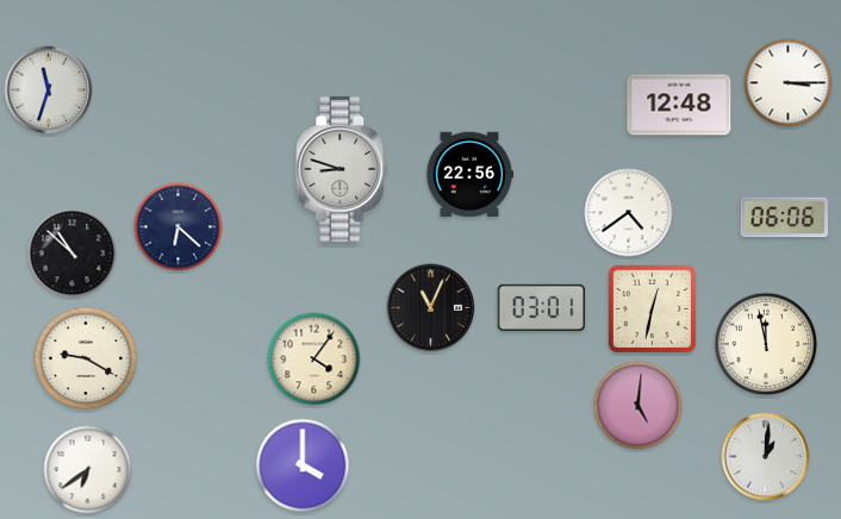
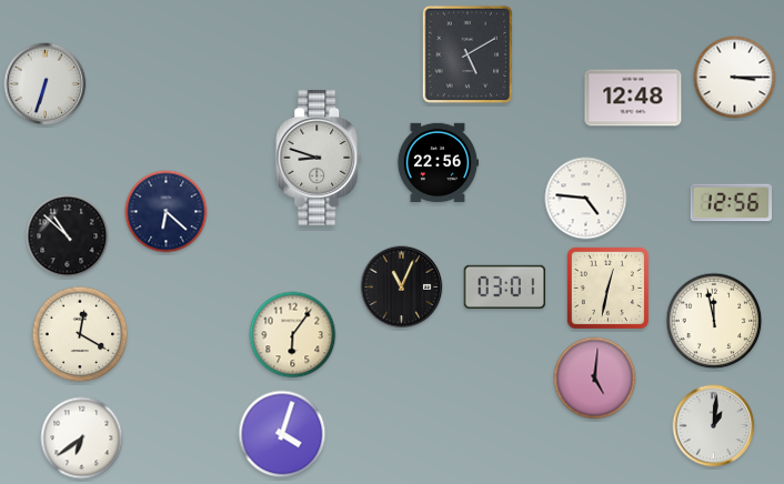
clock at (466, 53): none -> 5:10
clock at (49, 90): 11:33 -> 6:33
clock at (629, 213): 4:39 -> 4:46
clock at (785, 218): 06:06 -> 12:56
clock at (86, 358): 9:20 -> 12:20
clock at (314, 359): 4:06 -> 6:06
clock at (303, 465): 4:00 -> 4:03
